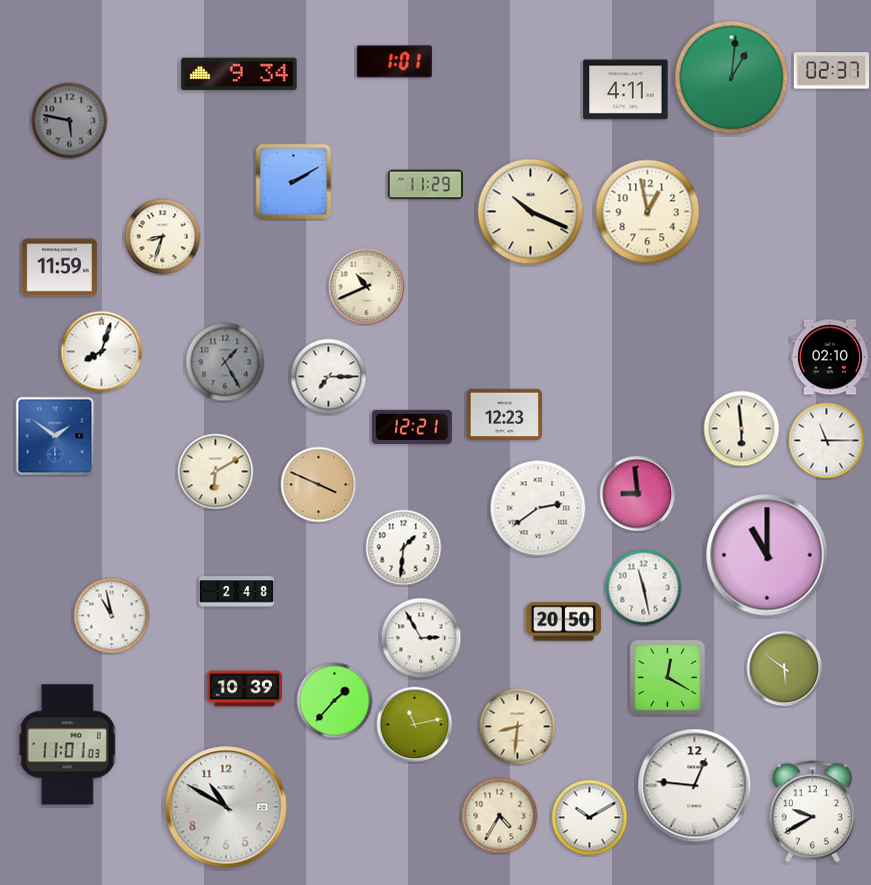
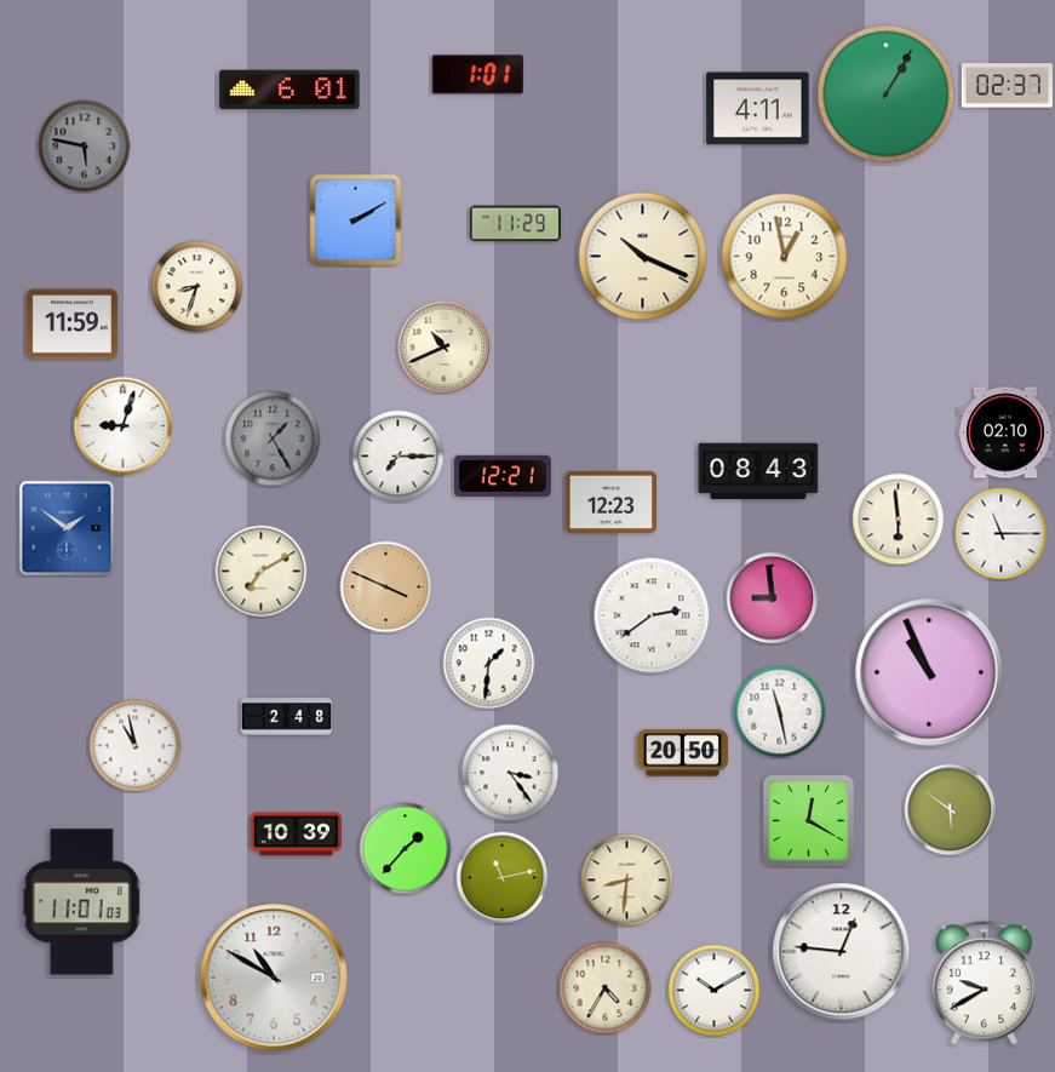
clock at (239, 74): 9:34 -> 6:01
clock at (732, 78): 1:01 -> 1:05
clock at (102, 352): 8:03 -> 9:03
clock at (758, 471): none -> 08:43
clock at (412, 427) position: (412, 427) -> (503, 476)
clock at (216, 472): 6:10 -> 7:10
clock at (767, 555): 11:00 -> 10:56
clock at (421, 638): 2:55 -> 3:24
